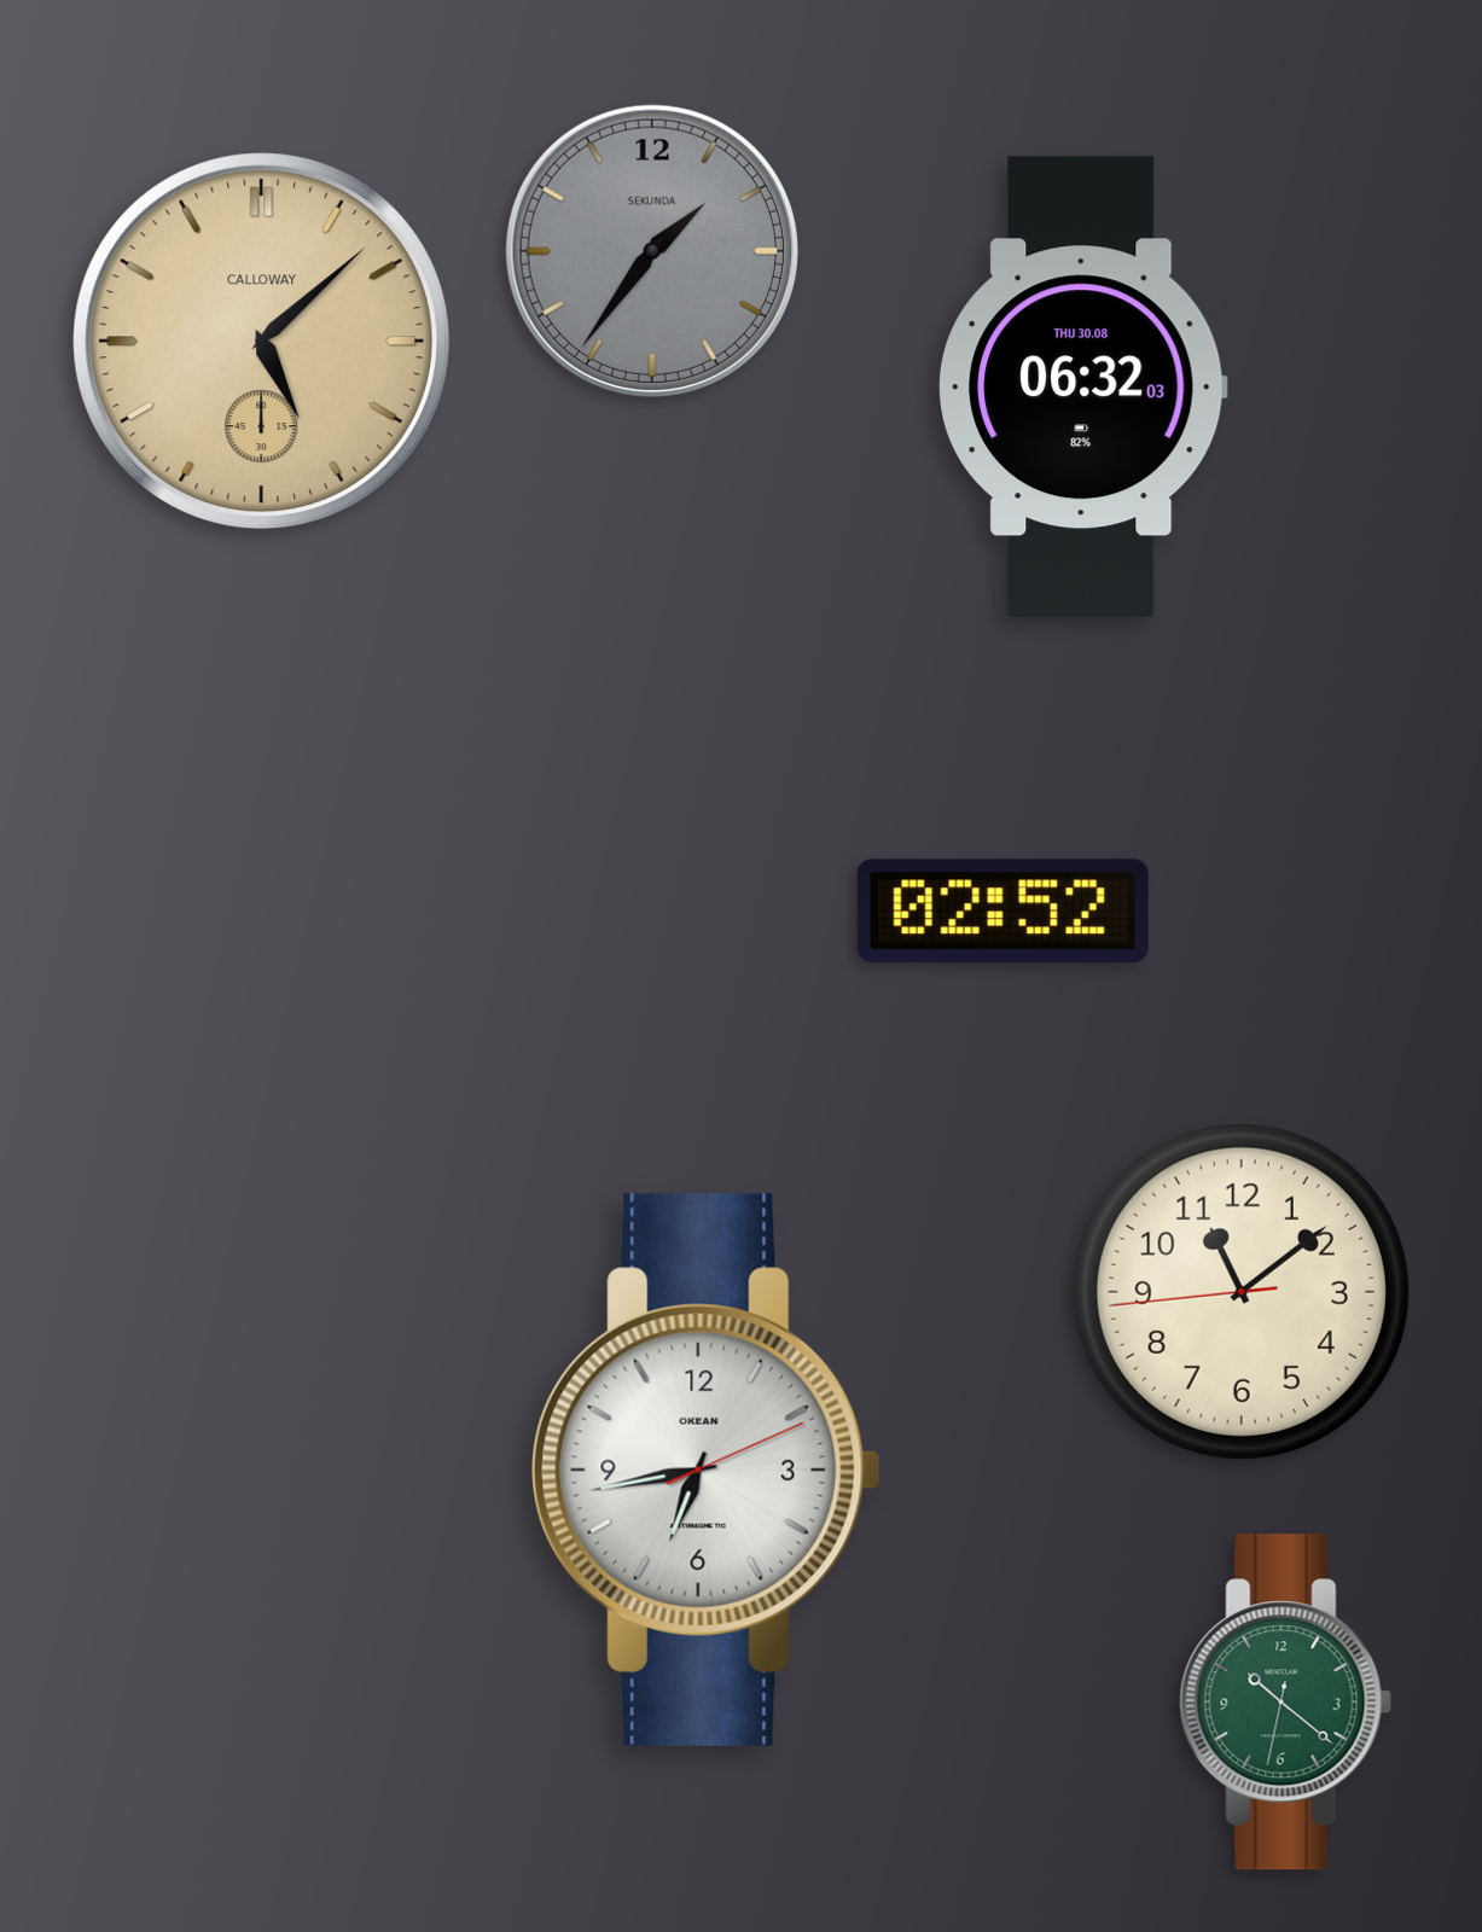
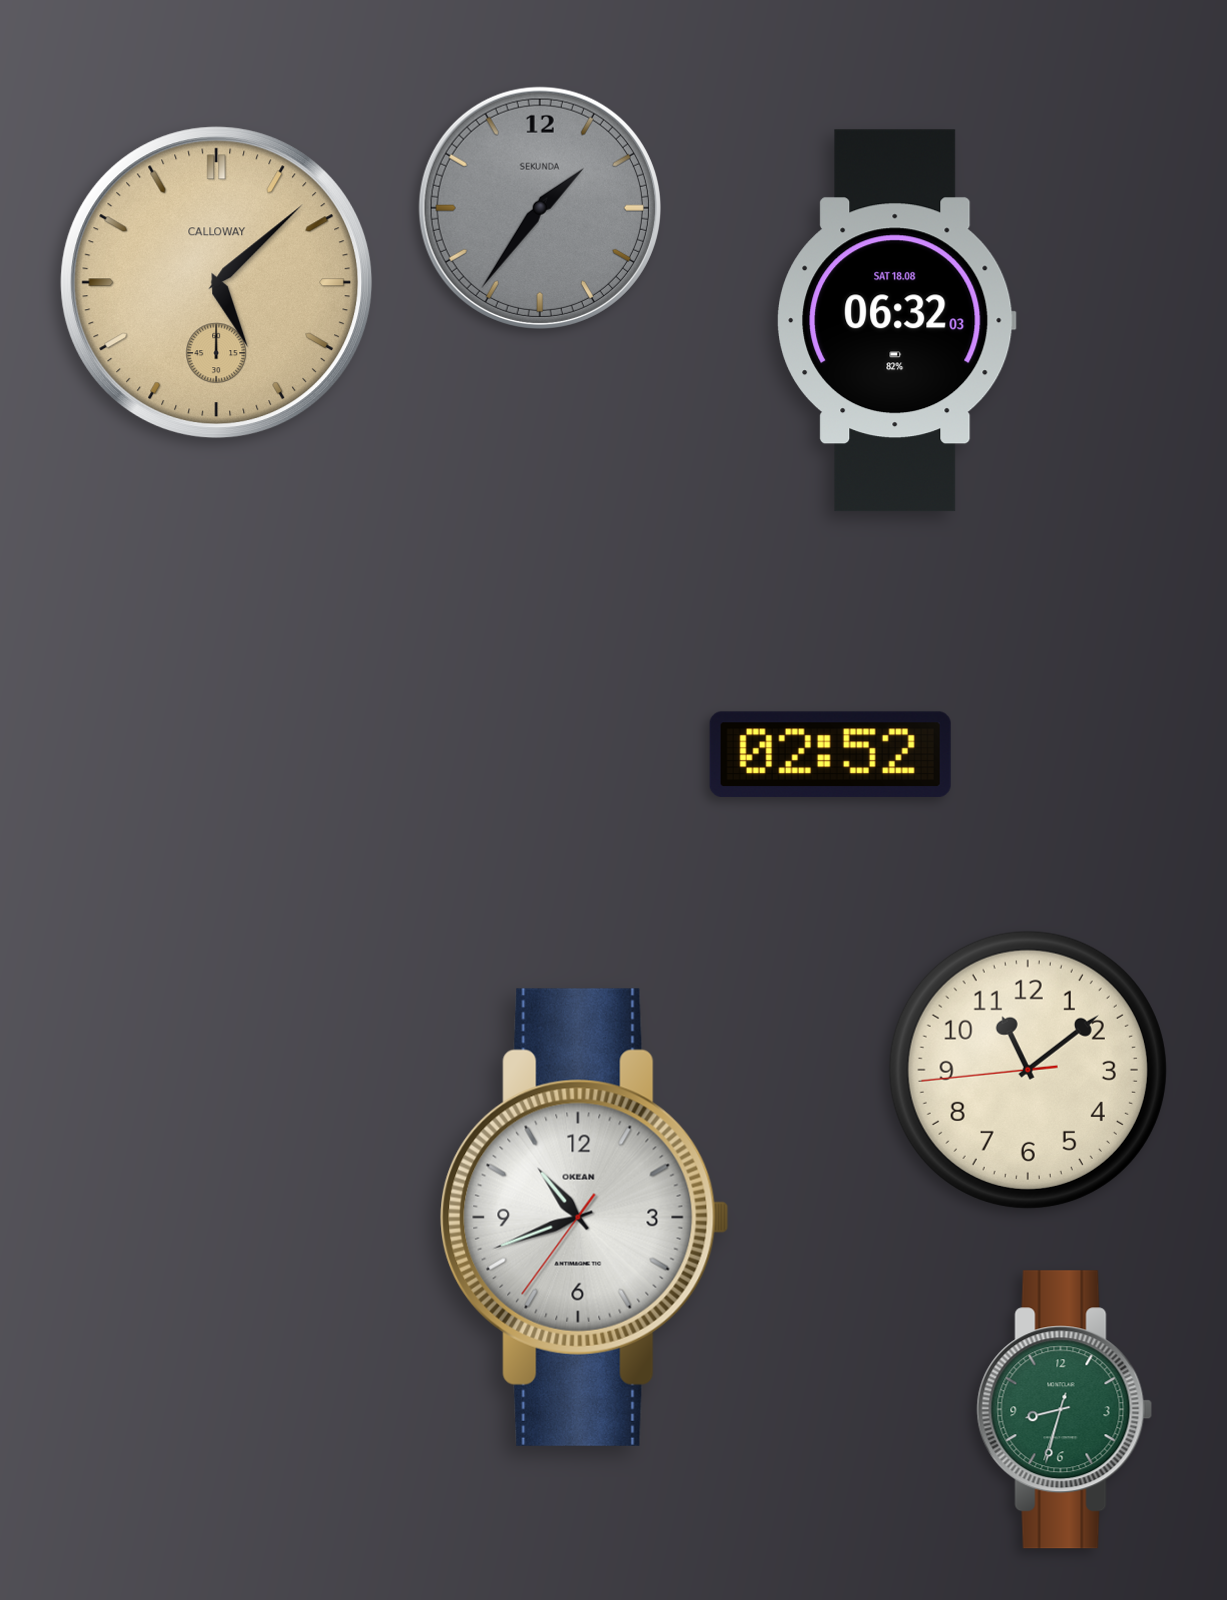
clock at (1082, 388) date: THU 30.08 -> SAT 18.08
clock at (707, 1470): 6:43 -> 10:41
clock at (1286, 1703): 10:21 -> 8:32
